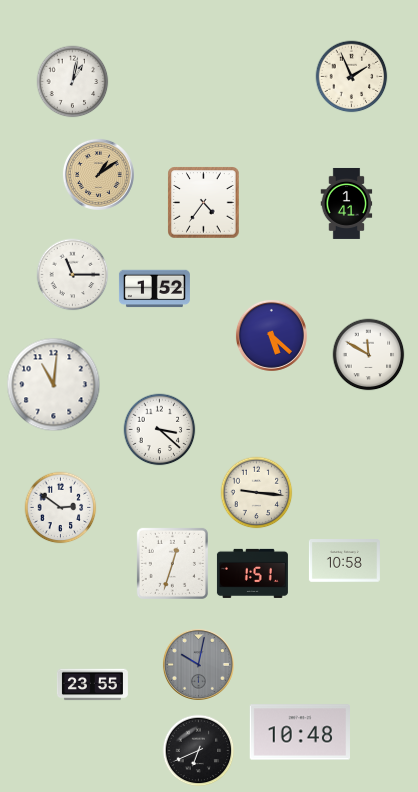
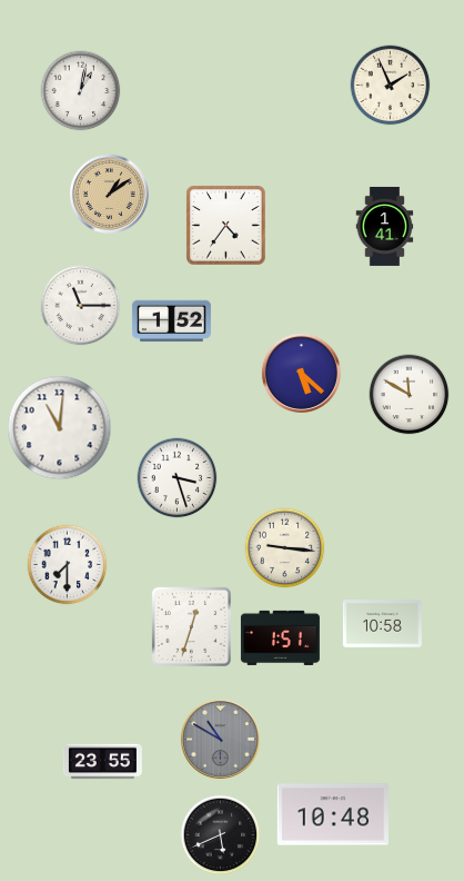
clock at (160, 430): 3:22 -> 3:27
clock at (61, 508): 2:51 -> 7:30
clock at (198, 664): 10:02 -> 10:50
clock at (199, 751): 6:41 -> 5:41
